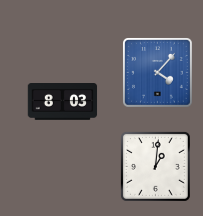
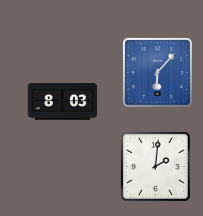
clock at (158, 73): 4:07 -> 6:07
clock at (156, 167): 1:01 -> 2:01
